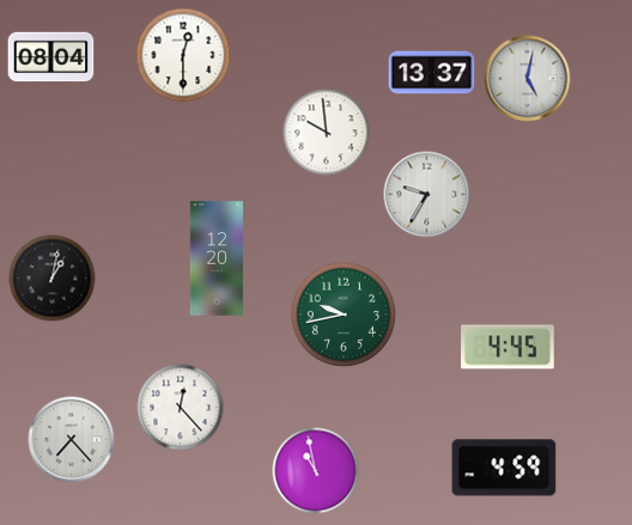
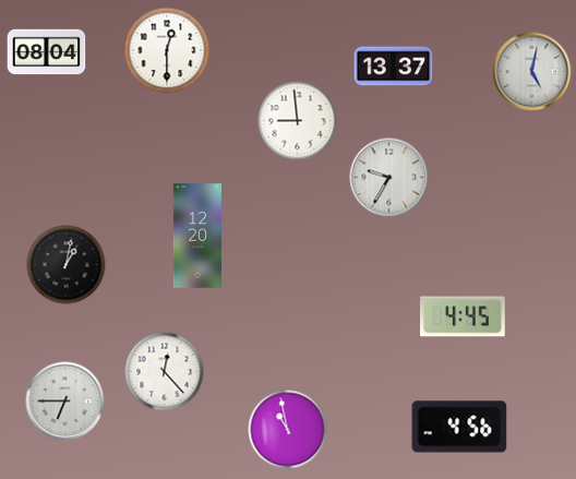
clock at (528, 79) position: (528, 79) -> (532, 72)
clock at (327, 133): 9:59 -> 8:59
clock at (53, 279) position: (53, 279) -> (67, 265)
clock at (344, 315): 9:43 -> none
clock at (72, 440): 7:23 -> 6:45
clock at (504, 468): 4:59 -> 4:56
